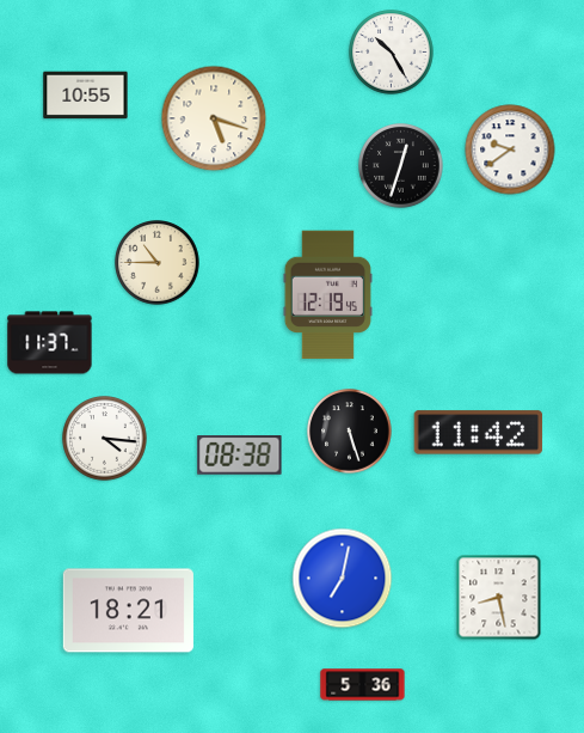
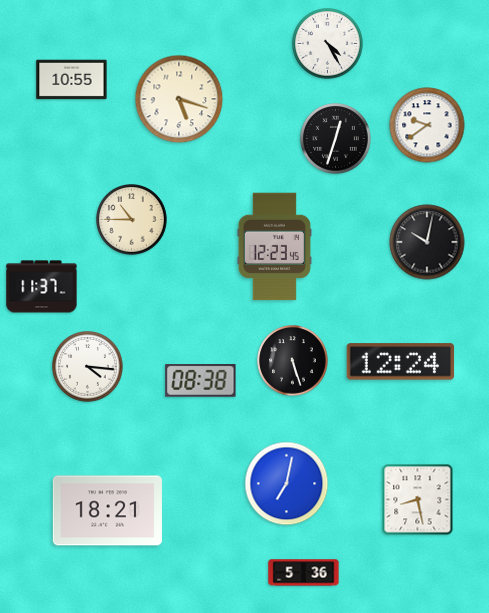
clock at (392, 53): 10:25 -> 4:25
clock at (427, 242): none -> 10:02
clock at (327, 295): 12:19 -> 12:23
clock at (479, 433): 11:42 -> 12:24
